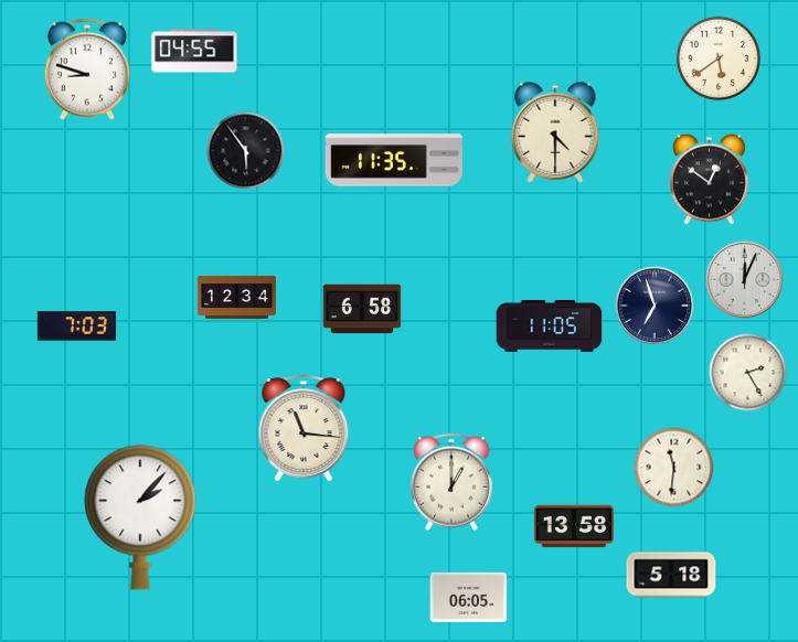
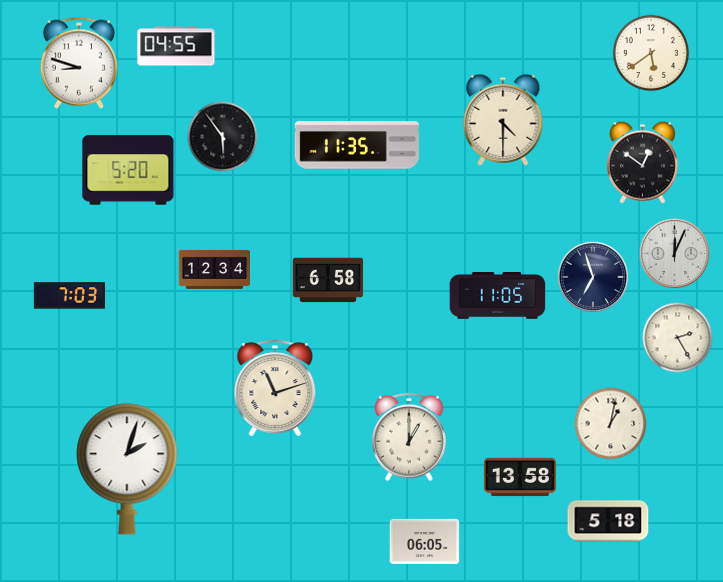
clock at (128, 170): none -> 5:20
clock at (304, 428): 11:16 -> 11:12
clock at (674, 468): 11:31 -> 1:02
clock at (140, 517): 2:07 -> 2:03
